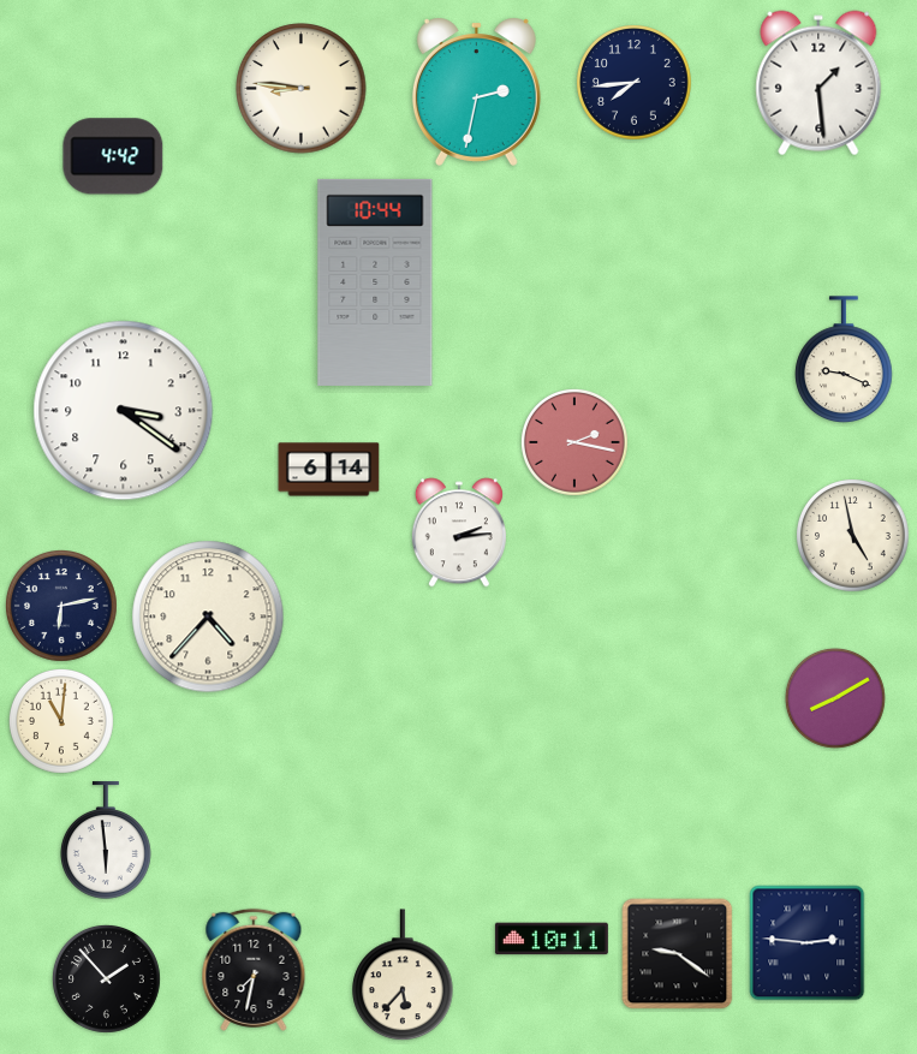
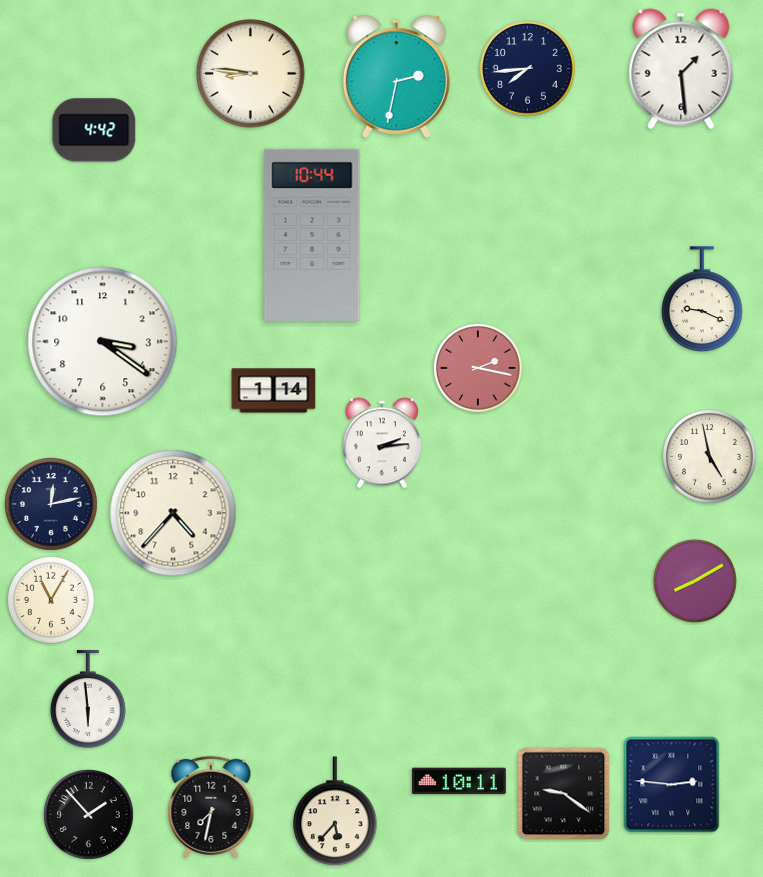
clock at (329, 470): 6:14 -> 1:14
clock at (853, 536) position: (853, 536) -> (710, 457)
clock at (62, 607): 6:13 -> 12:13
clock at (61, 721): 11:01 -> 11:05
